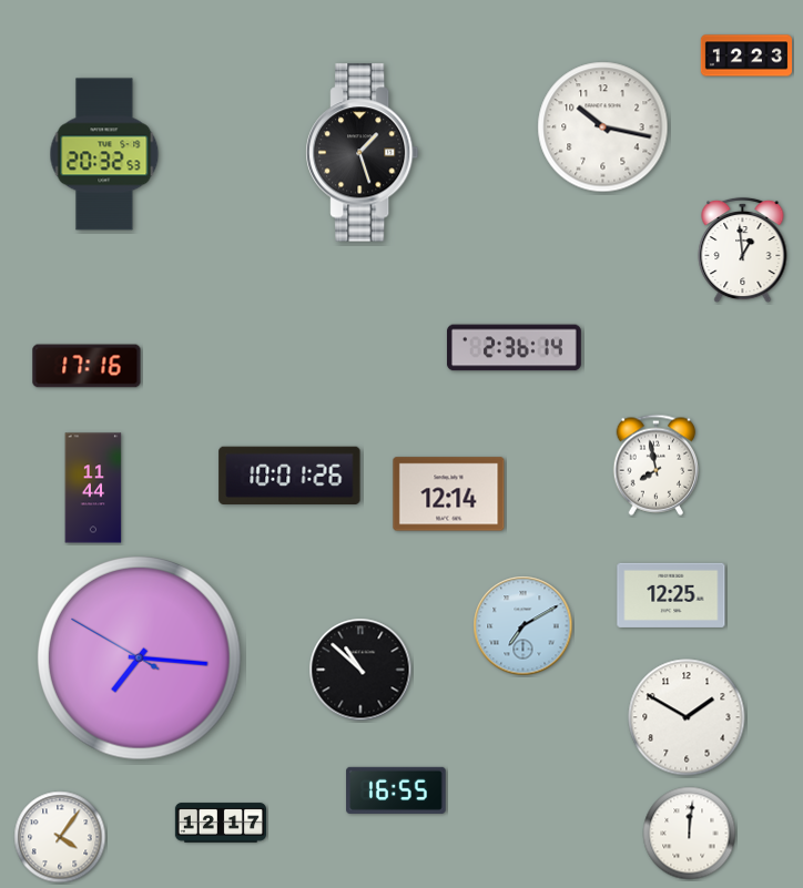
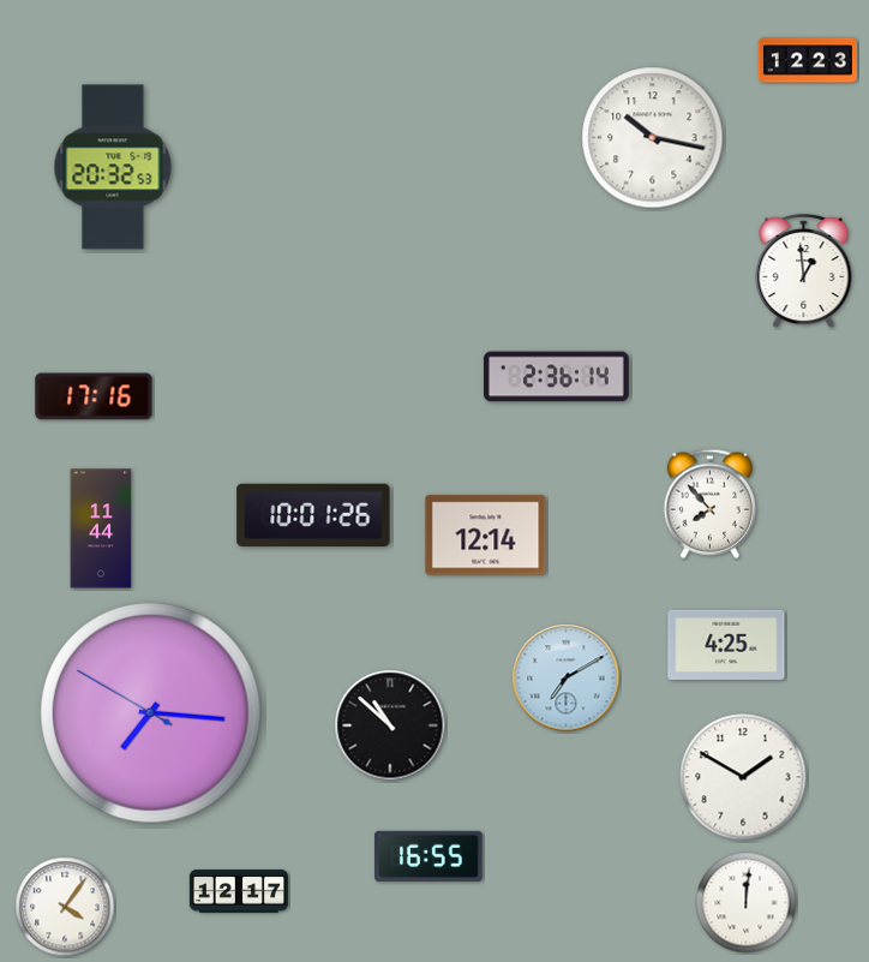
clock at (363, 153): 1:27 -> none
clock at (657, 465): 7:58 -> 7:53
clock at (671, 595): 12:25 -> 4:25
